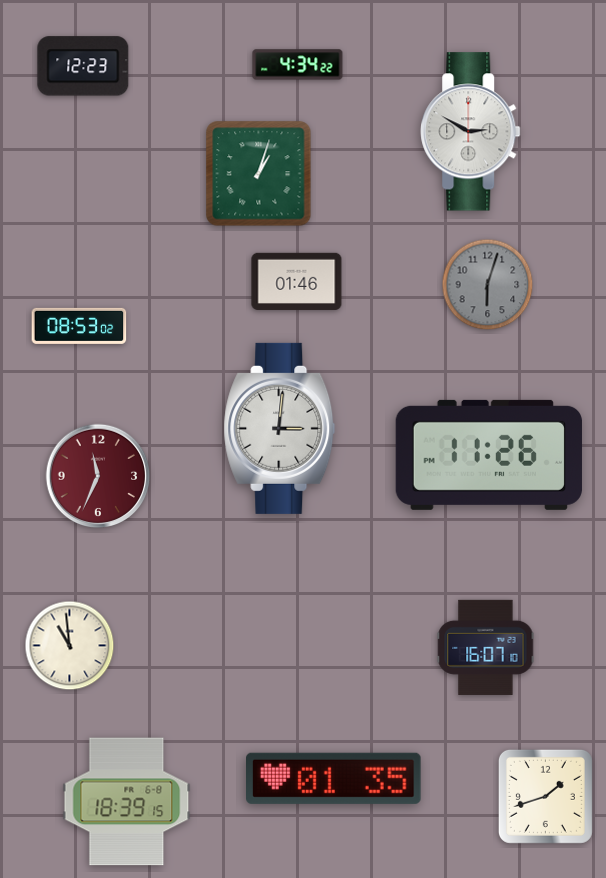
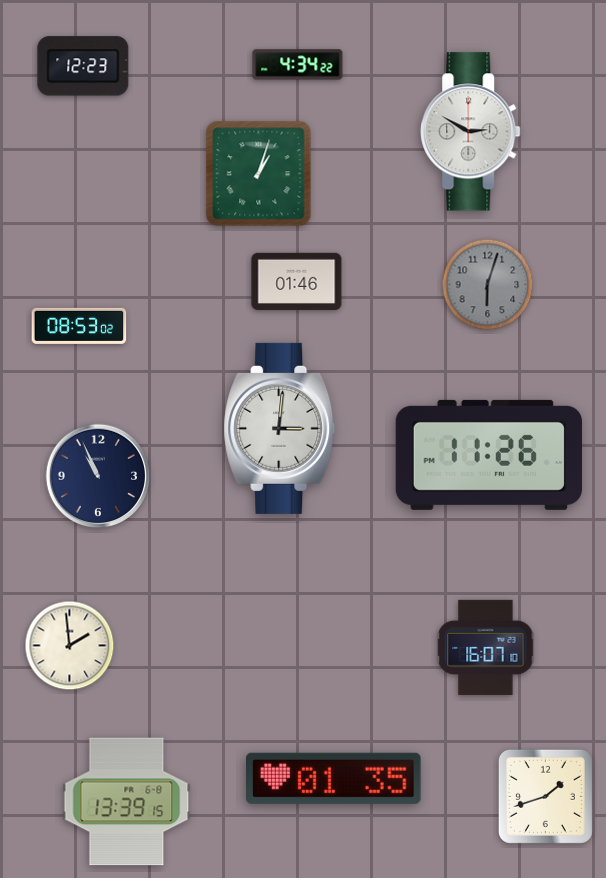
clock at (98, 476): 11:34 -> 10:56
clock at (98, 476) dial: burgundy -> navy
clock at (70, 646): 10:59 -> 1:59
clock at (127, 802): 18:39 -> 13:39
